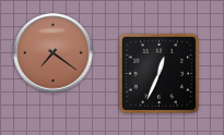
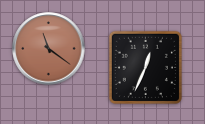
clock at (54, 53): 7:21 -> 11:21
